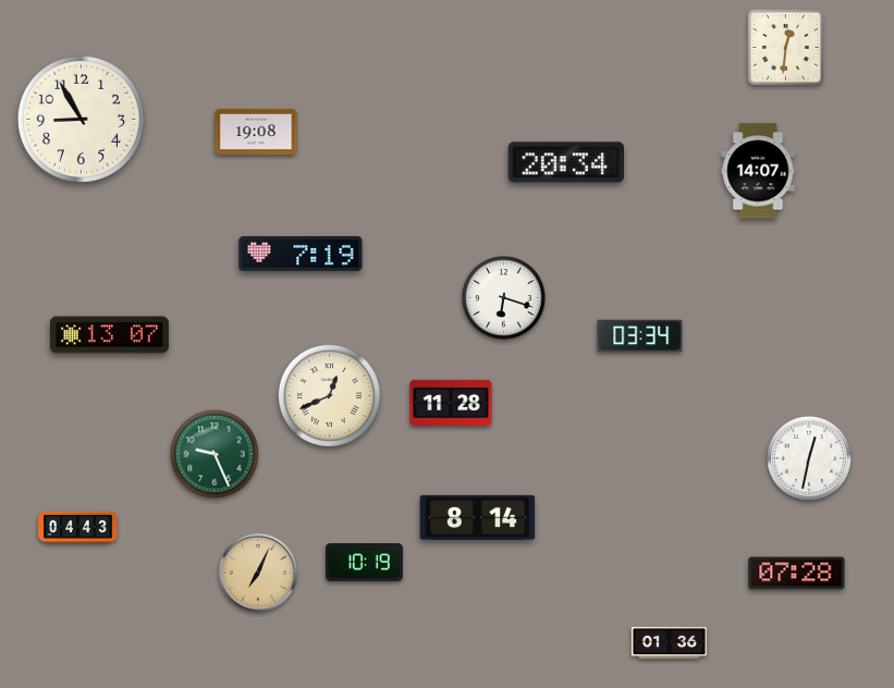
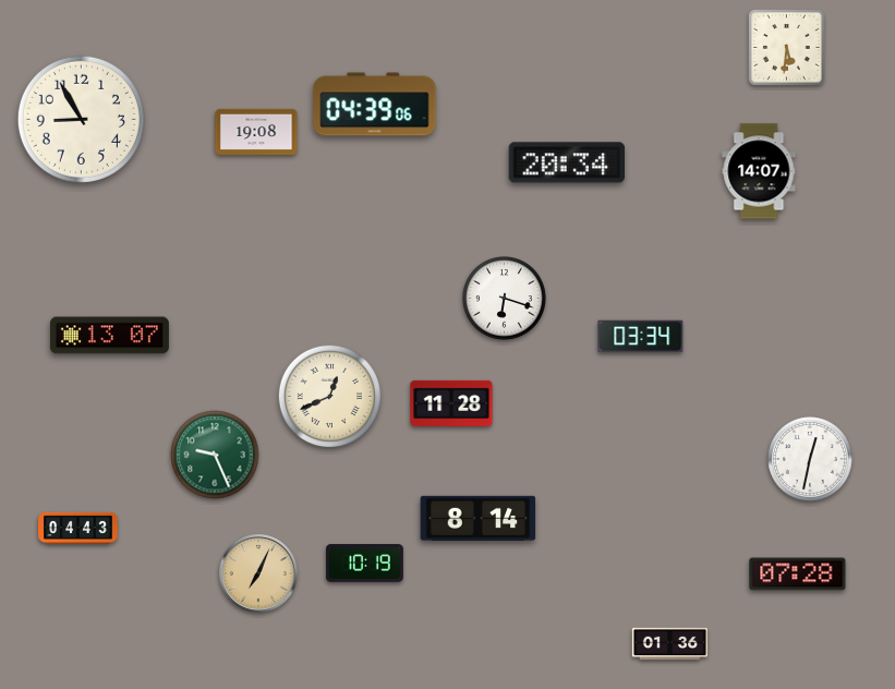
clock at (786, 48): 12:31 -> 5:31
clock at (375, 105): none -> 04:39
clock at (301, 254): 7:19 -> none
